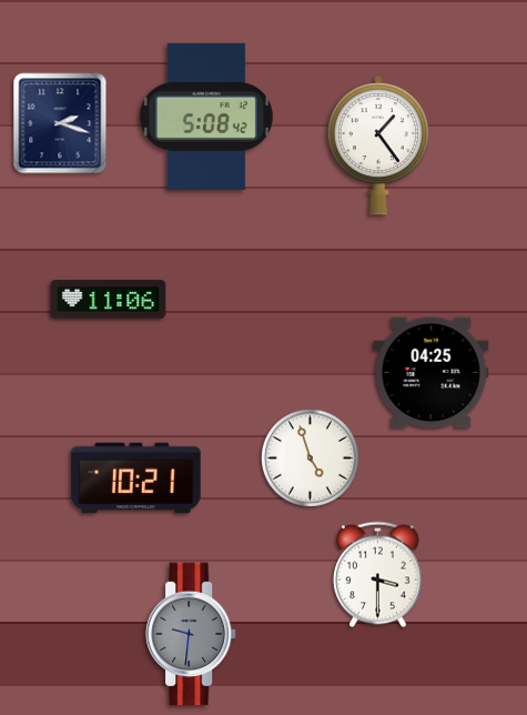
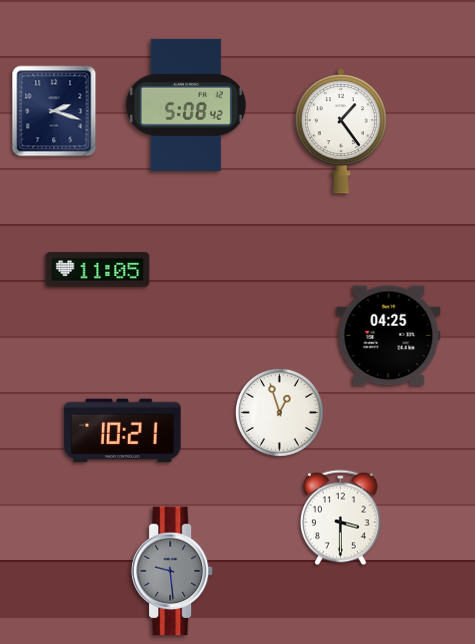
clock at (109, 300): 11:06 -> 11:05
clock at (310, 457): 4:57 -> 12:57
clock at (192, 634): 9:31 -> 9:29
